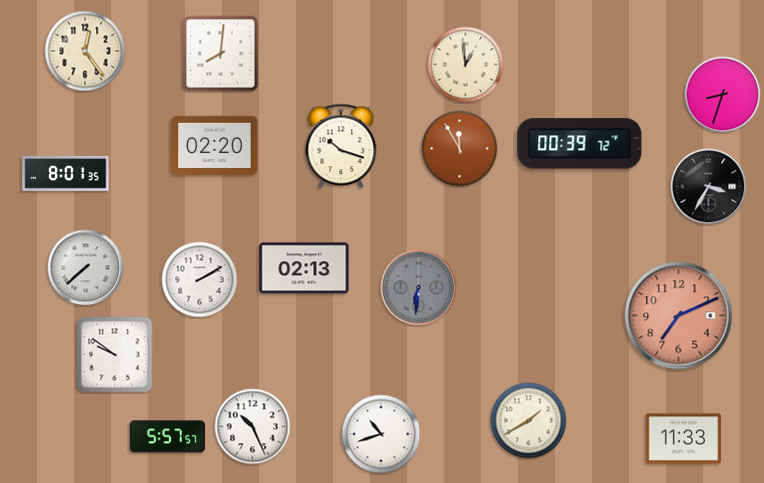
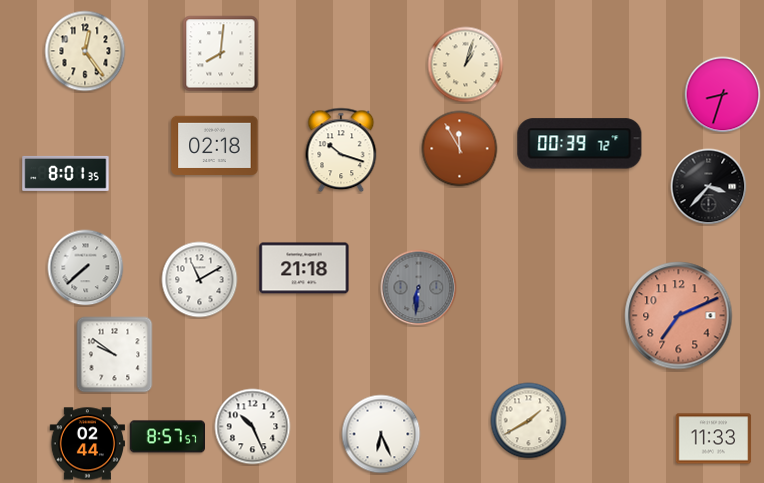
clock at (466, 65): 12:59 -> 1:03
clock at (215, 145): 02:20 -> 02:18
clock at (341, 146) position: (341, 146) -> (341, 150)
clock at (709, 187): 3:35 -> 3:37
clock at (304, 268): 02:13 -> 21:18
clock at (200, 280): 2:10 -> 11:10
clock at (381, 434): 10:42 -> 6:26
clock at (167, 437): 5:57 -> 8:57
clock at (684, 439) position: (684, 439) -> (714, 439)
clock at (88, 444): none -> 02:44
